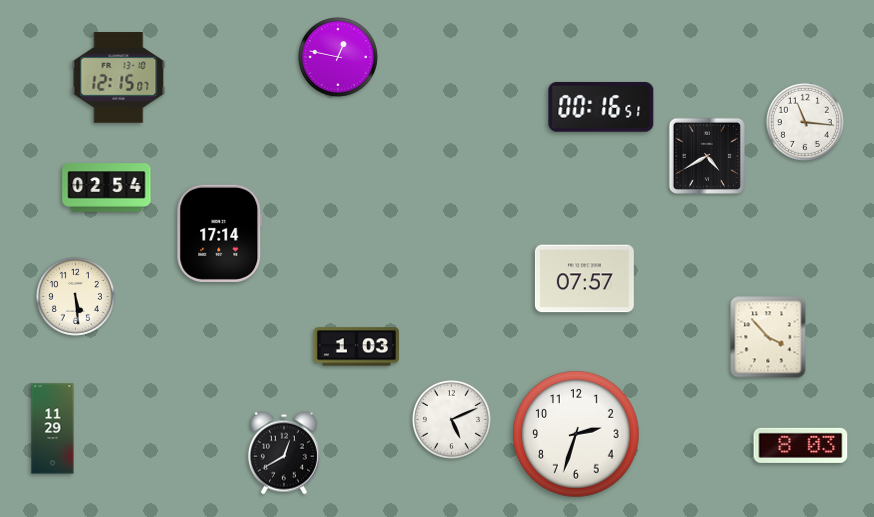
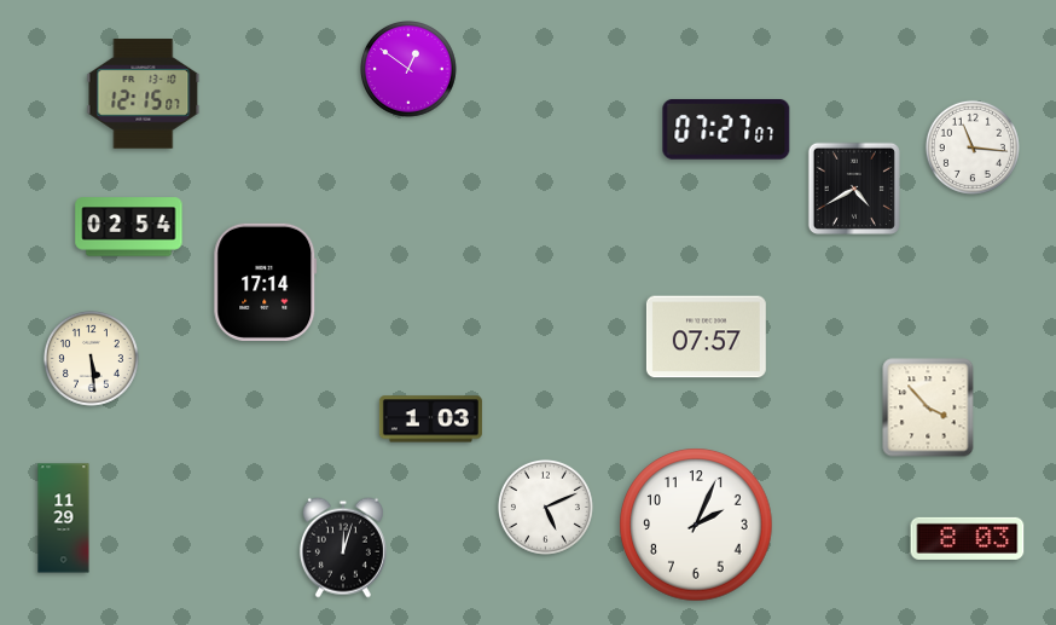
clock at (339, 58): 12:47 -> 12:51
clock at (601, 107): 00:16 -> 07:27
clock at (576, 434): 2:33 -> 2:04
clock at (284, 453): 12:40 -> 12:03
